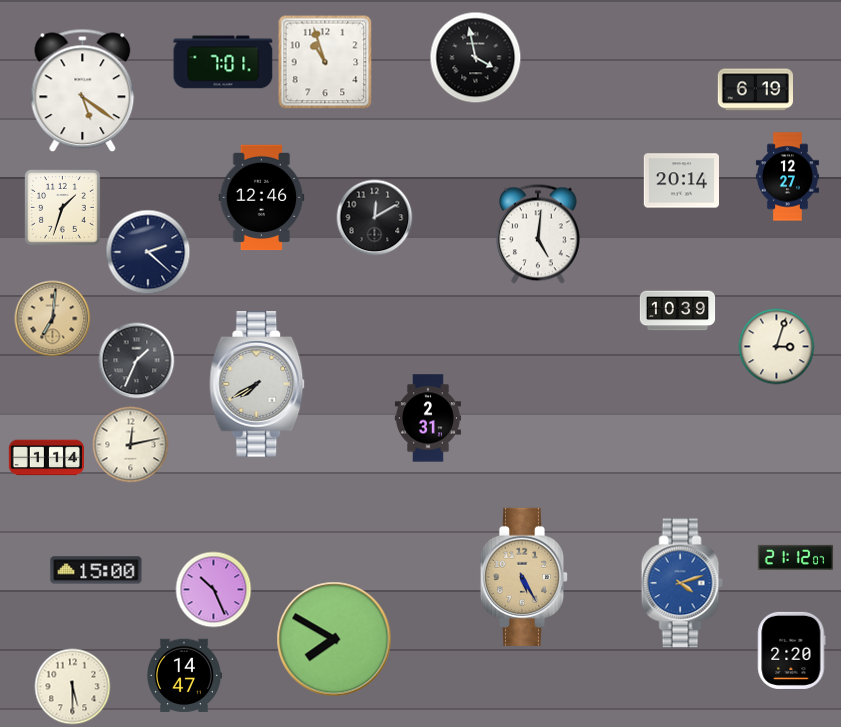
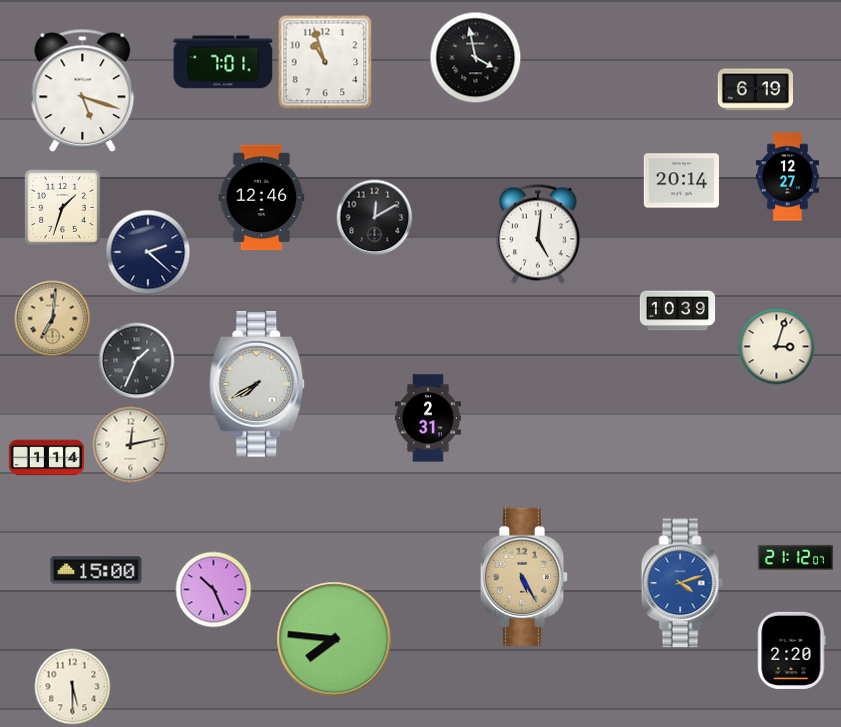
clock at (83, 91): 5:21 -> 5:18
clock at (334, 639): 7:50 -> 7:46
clock at (183, 676): 14:47 -> none
